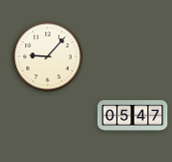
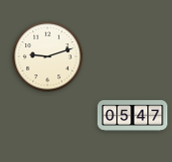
clock at (48, 57): 9:07 -> 9:12
